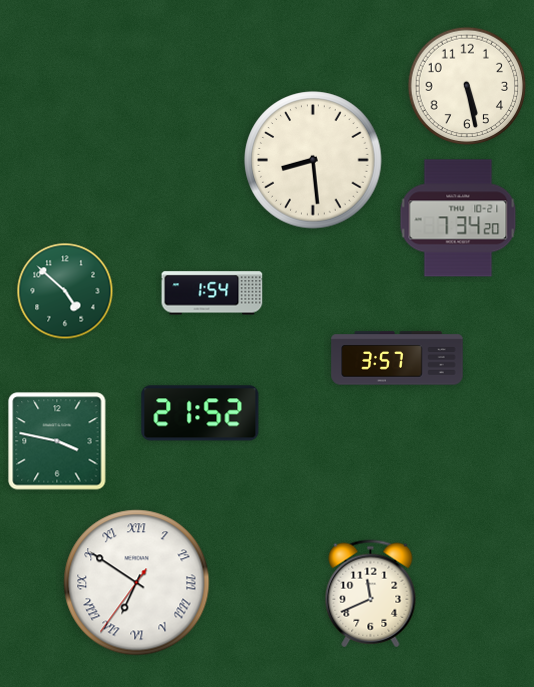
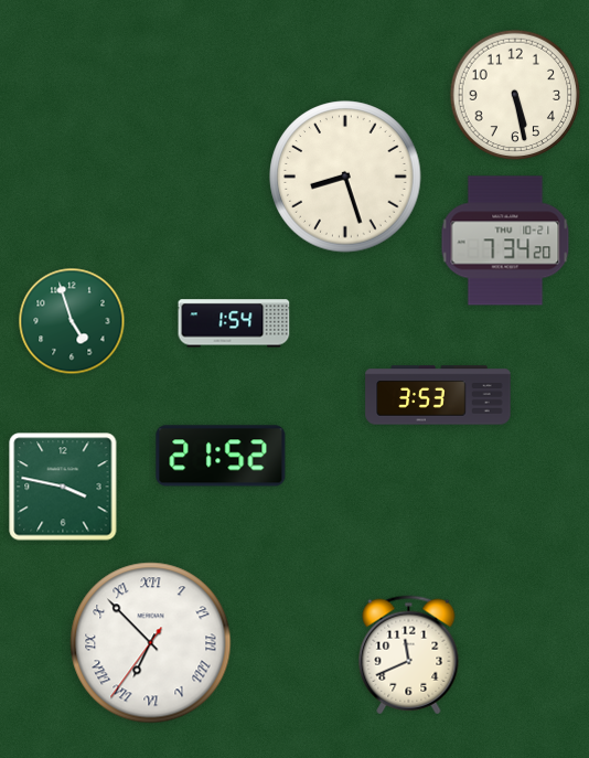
clock at (313, 160): 8:29 -> 8:27
clock at (65, 291): 4:52 -> 4:57
clock at (397, 358): 3:57 -> 3:53
clock at (137, 583): 6:50 -> 6:52
